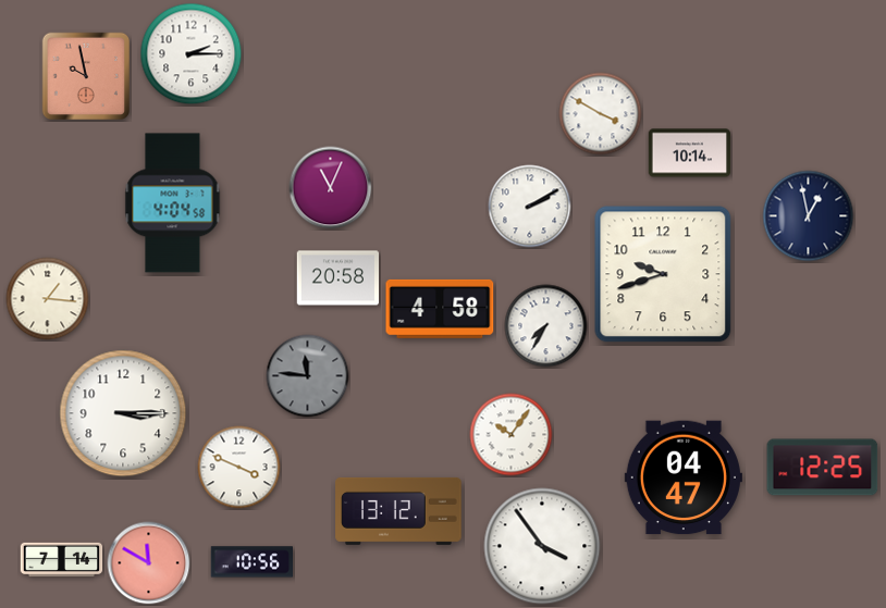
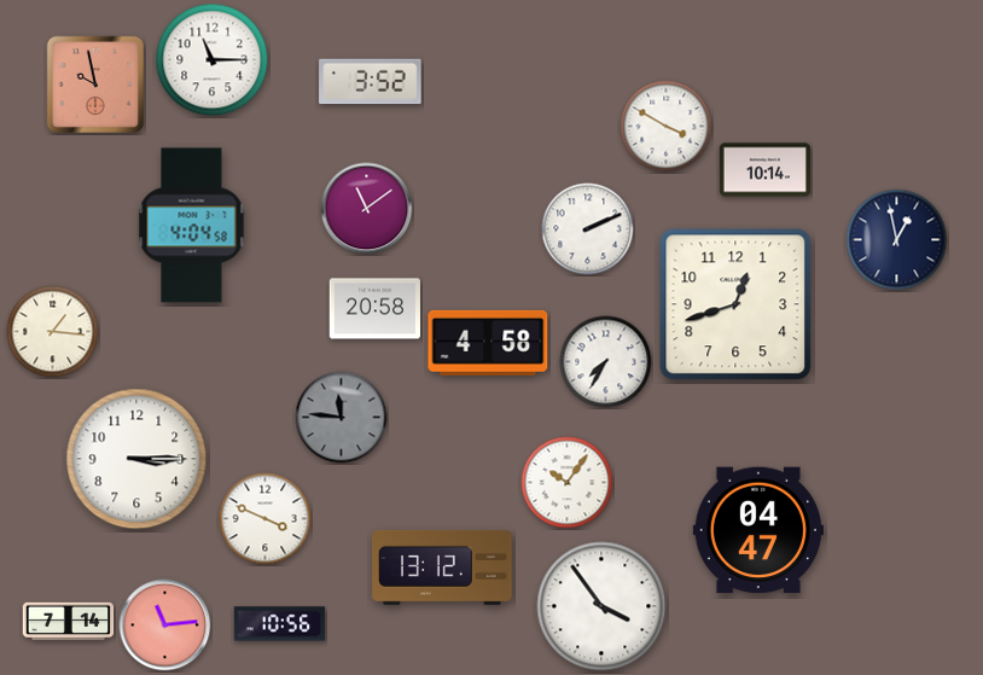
clock at (192, 54): 2:15 -> 11:15
clock at (371, 82): none -> 3:52
clock at (331, 188): 11:04 -> 11:09
clock at (530, 207): 2:10 -> 2:11
clock at (663, 274): 9:42 -> 12:42
clock at (823, 468): 12:25 -> none
clock at (149, 563): 11:50 -> 11:14
